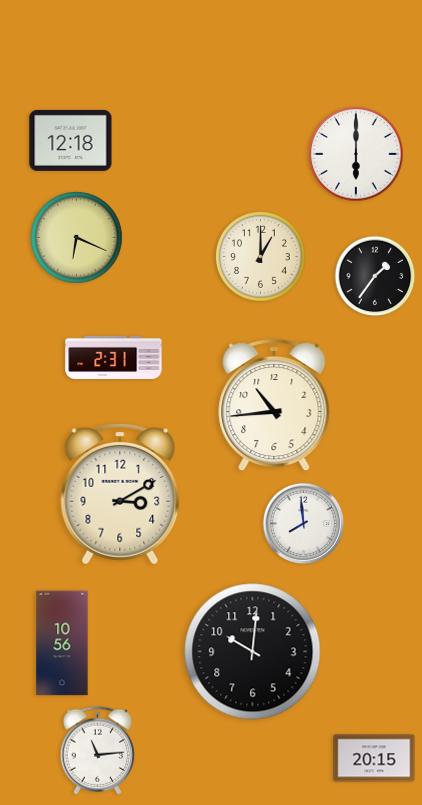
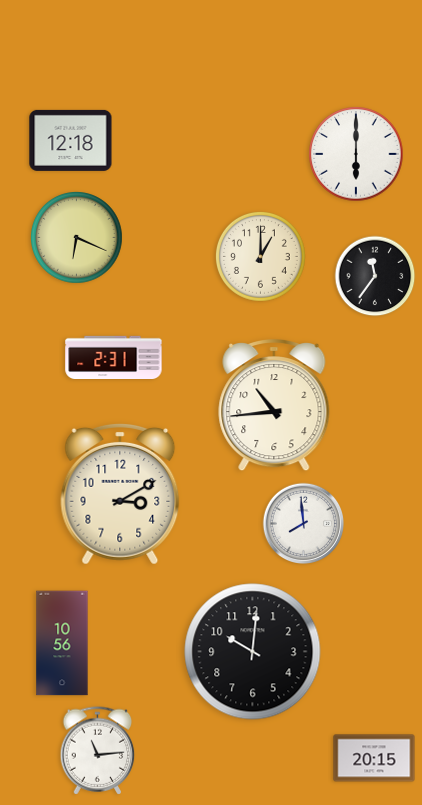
clock at (375, 276): 1:36 -> 11:36
